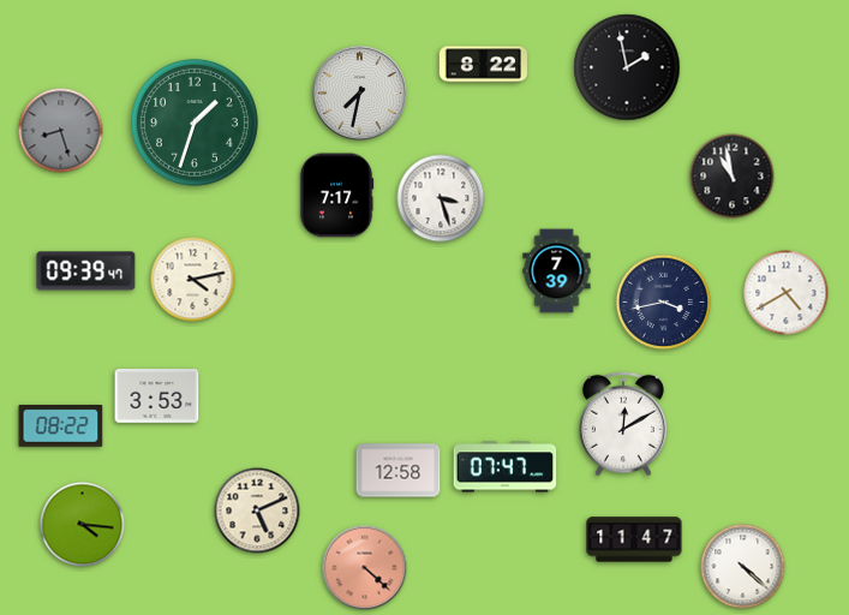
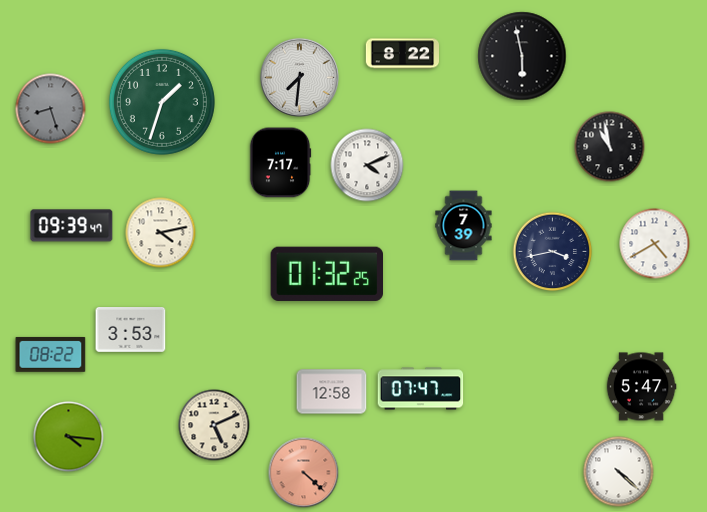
clock at (627, 67): 1:58 -> 5:58
clock at (359, 92): 7:32 -> 7:31
clock at (441, 198): 3:27 -> 4:11
clock at (326, 273): none -> 01:32
clock at (623, 424): 12:10 -> none
clock at (641, 387): none -> 5:47
clock at (634, 539): 11:47 -> none
